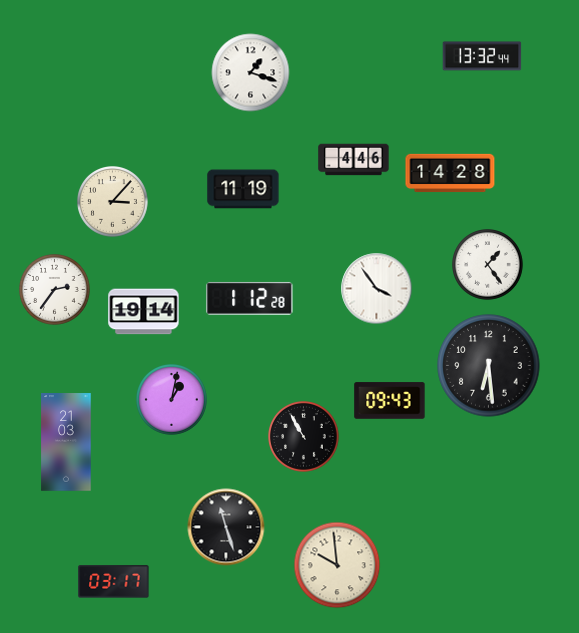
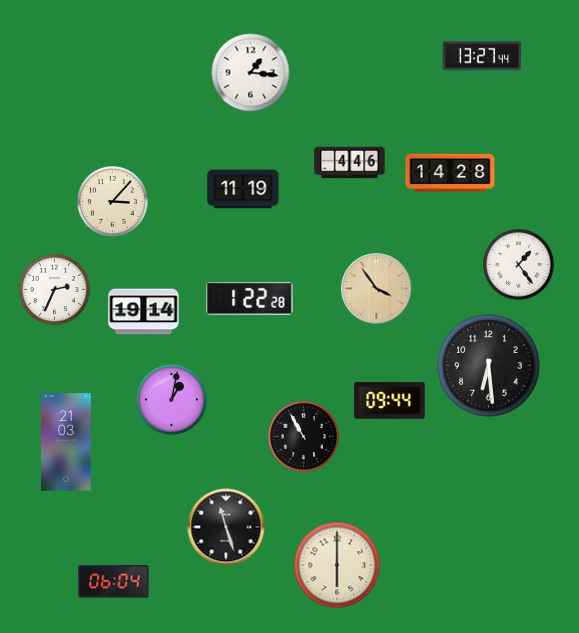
clock at (482, 56): 13:32 -> 13:27
clock at (251, 73): 1:18 -> 1:16
clock at (354, 160) position: (354, 160) -> (350, 163)
clock at (488, 265) position: (488, 265) -> (519, 265)
clock at (377, 289) dial: white -> champagne
clock at (55, 290): 2:36 -> 2:34
clock at (250, 298): 1:12 -> 1:22
clock at (390, 401): 09:43 -> 09:44
clock at (337, 565): 9:59 -> 6:00
clock at (114, 582): 03:17 -> 06:04
